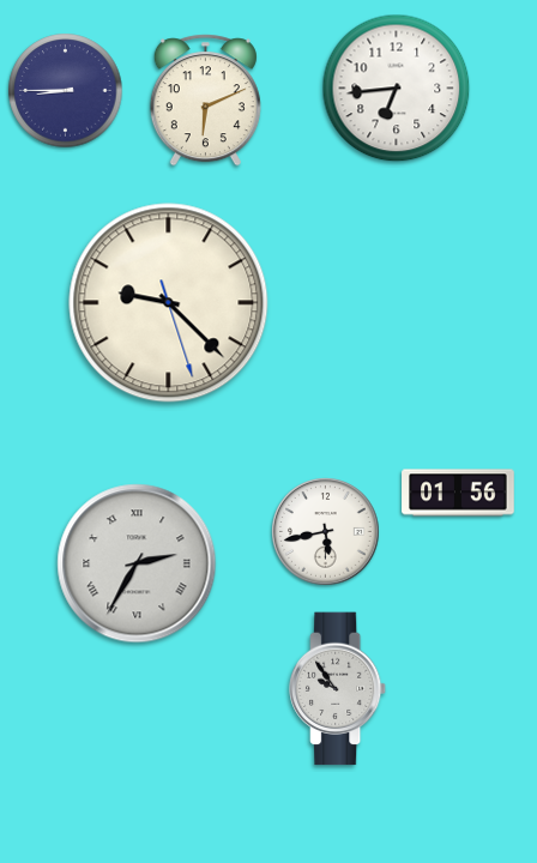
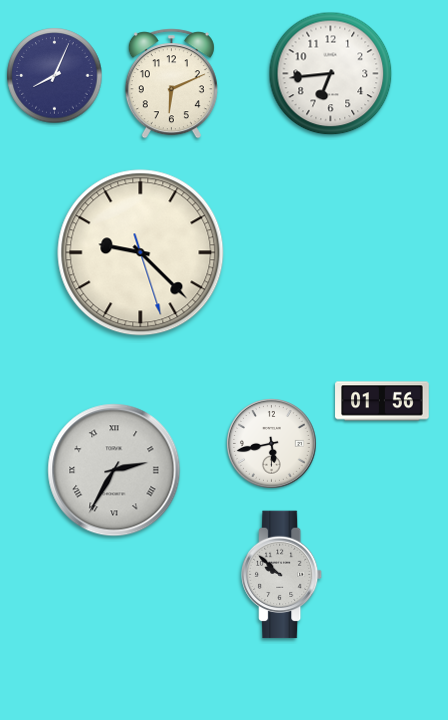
clock at (66, 91): 8:45 -> 8:04
clock at (458, 493) position: (458, 493) -> (382, 401)
clock at (339, 689): 9:54 -> 9:52
